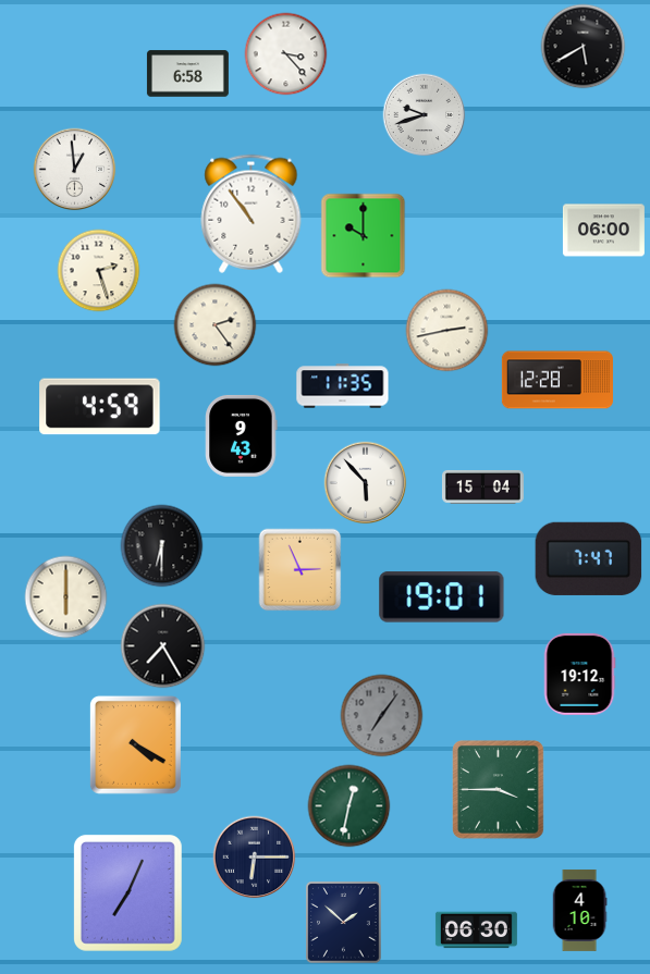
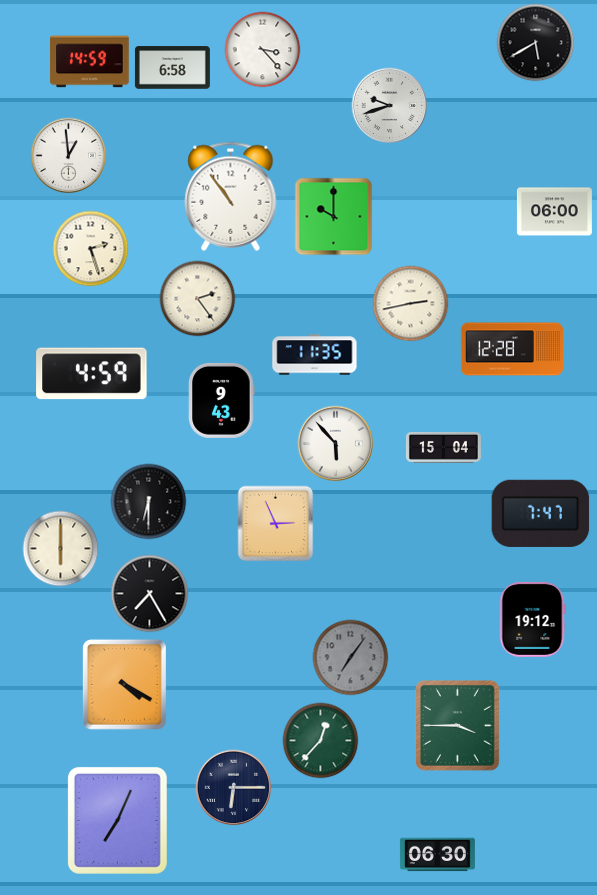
clock at (90, 62): none -> 14:59
clock at (442, 597): 19:01 -> none
clock at (349, 806): 12:32 -> 12:37
clock at (579, 910): 4:10 -> none
clock at (344, 923): 1:52 -> none
